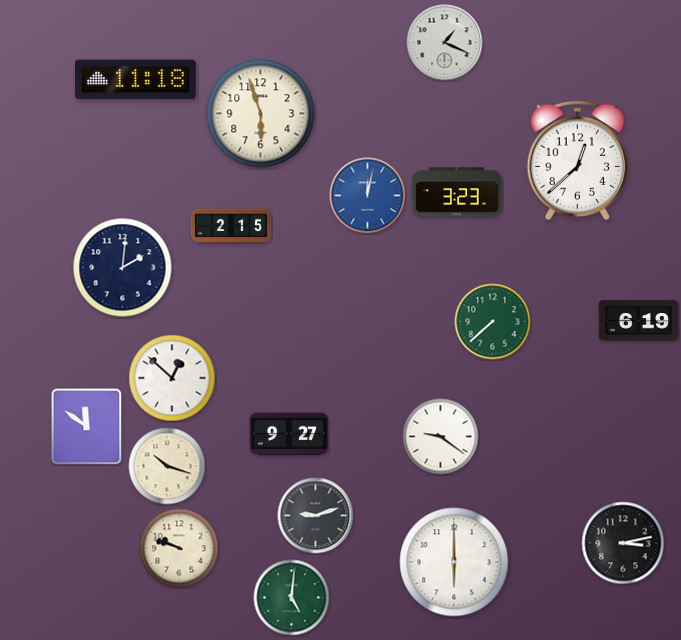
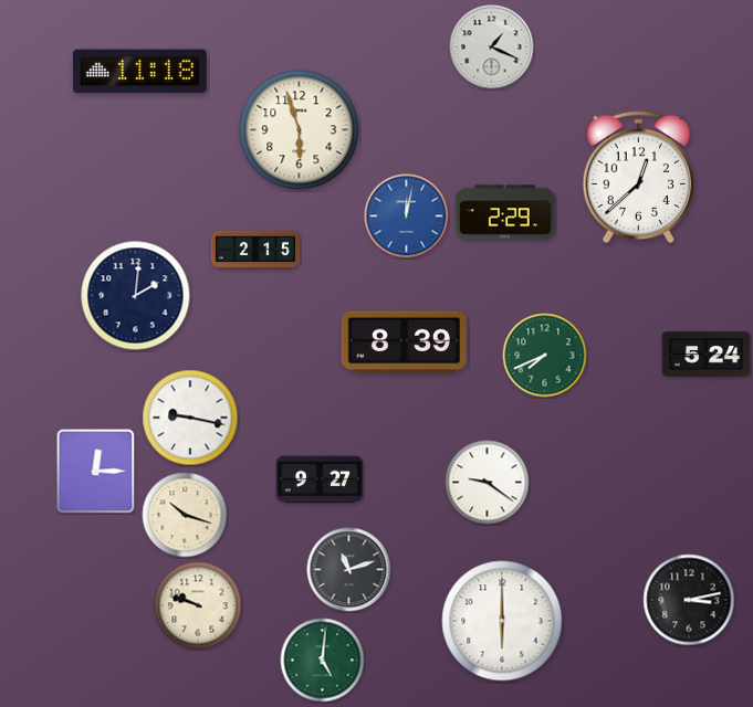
clock at (136, 80) position: (136, 80) -> (140, 72)
clock at (261, 114) position: (261, 114) -> (300, 130)
clock at (457, 192): 3:23 -> 2:29
clock at (404, 342): none -> 8:39
clock at (639, 321): 6:19 -> 5:24
clock at (493, 322): 7:38 -> 7:41
clock at (172, 378): 12:52 -> 9:17
clock at (87, 427): 11:51 -> 12:15
clock at (316, 516): 9:12 -> 11:12
